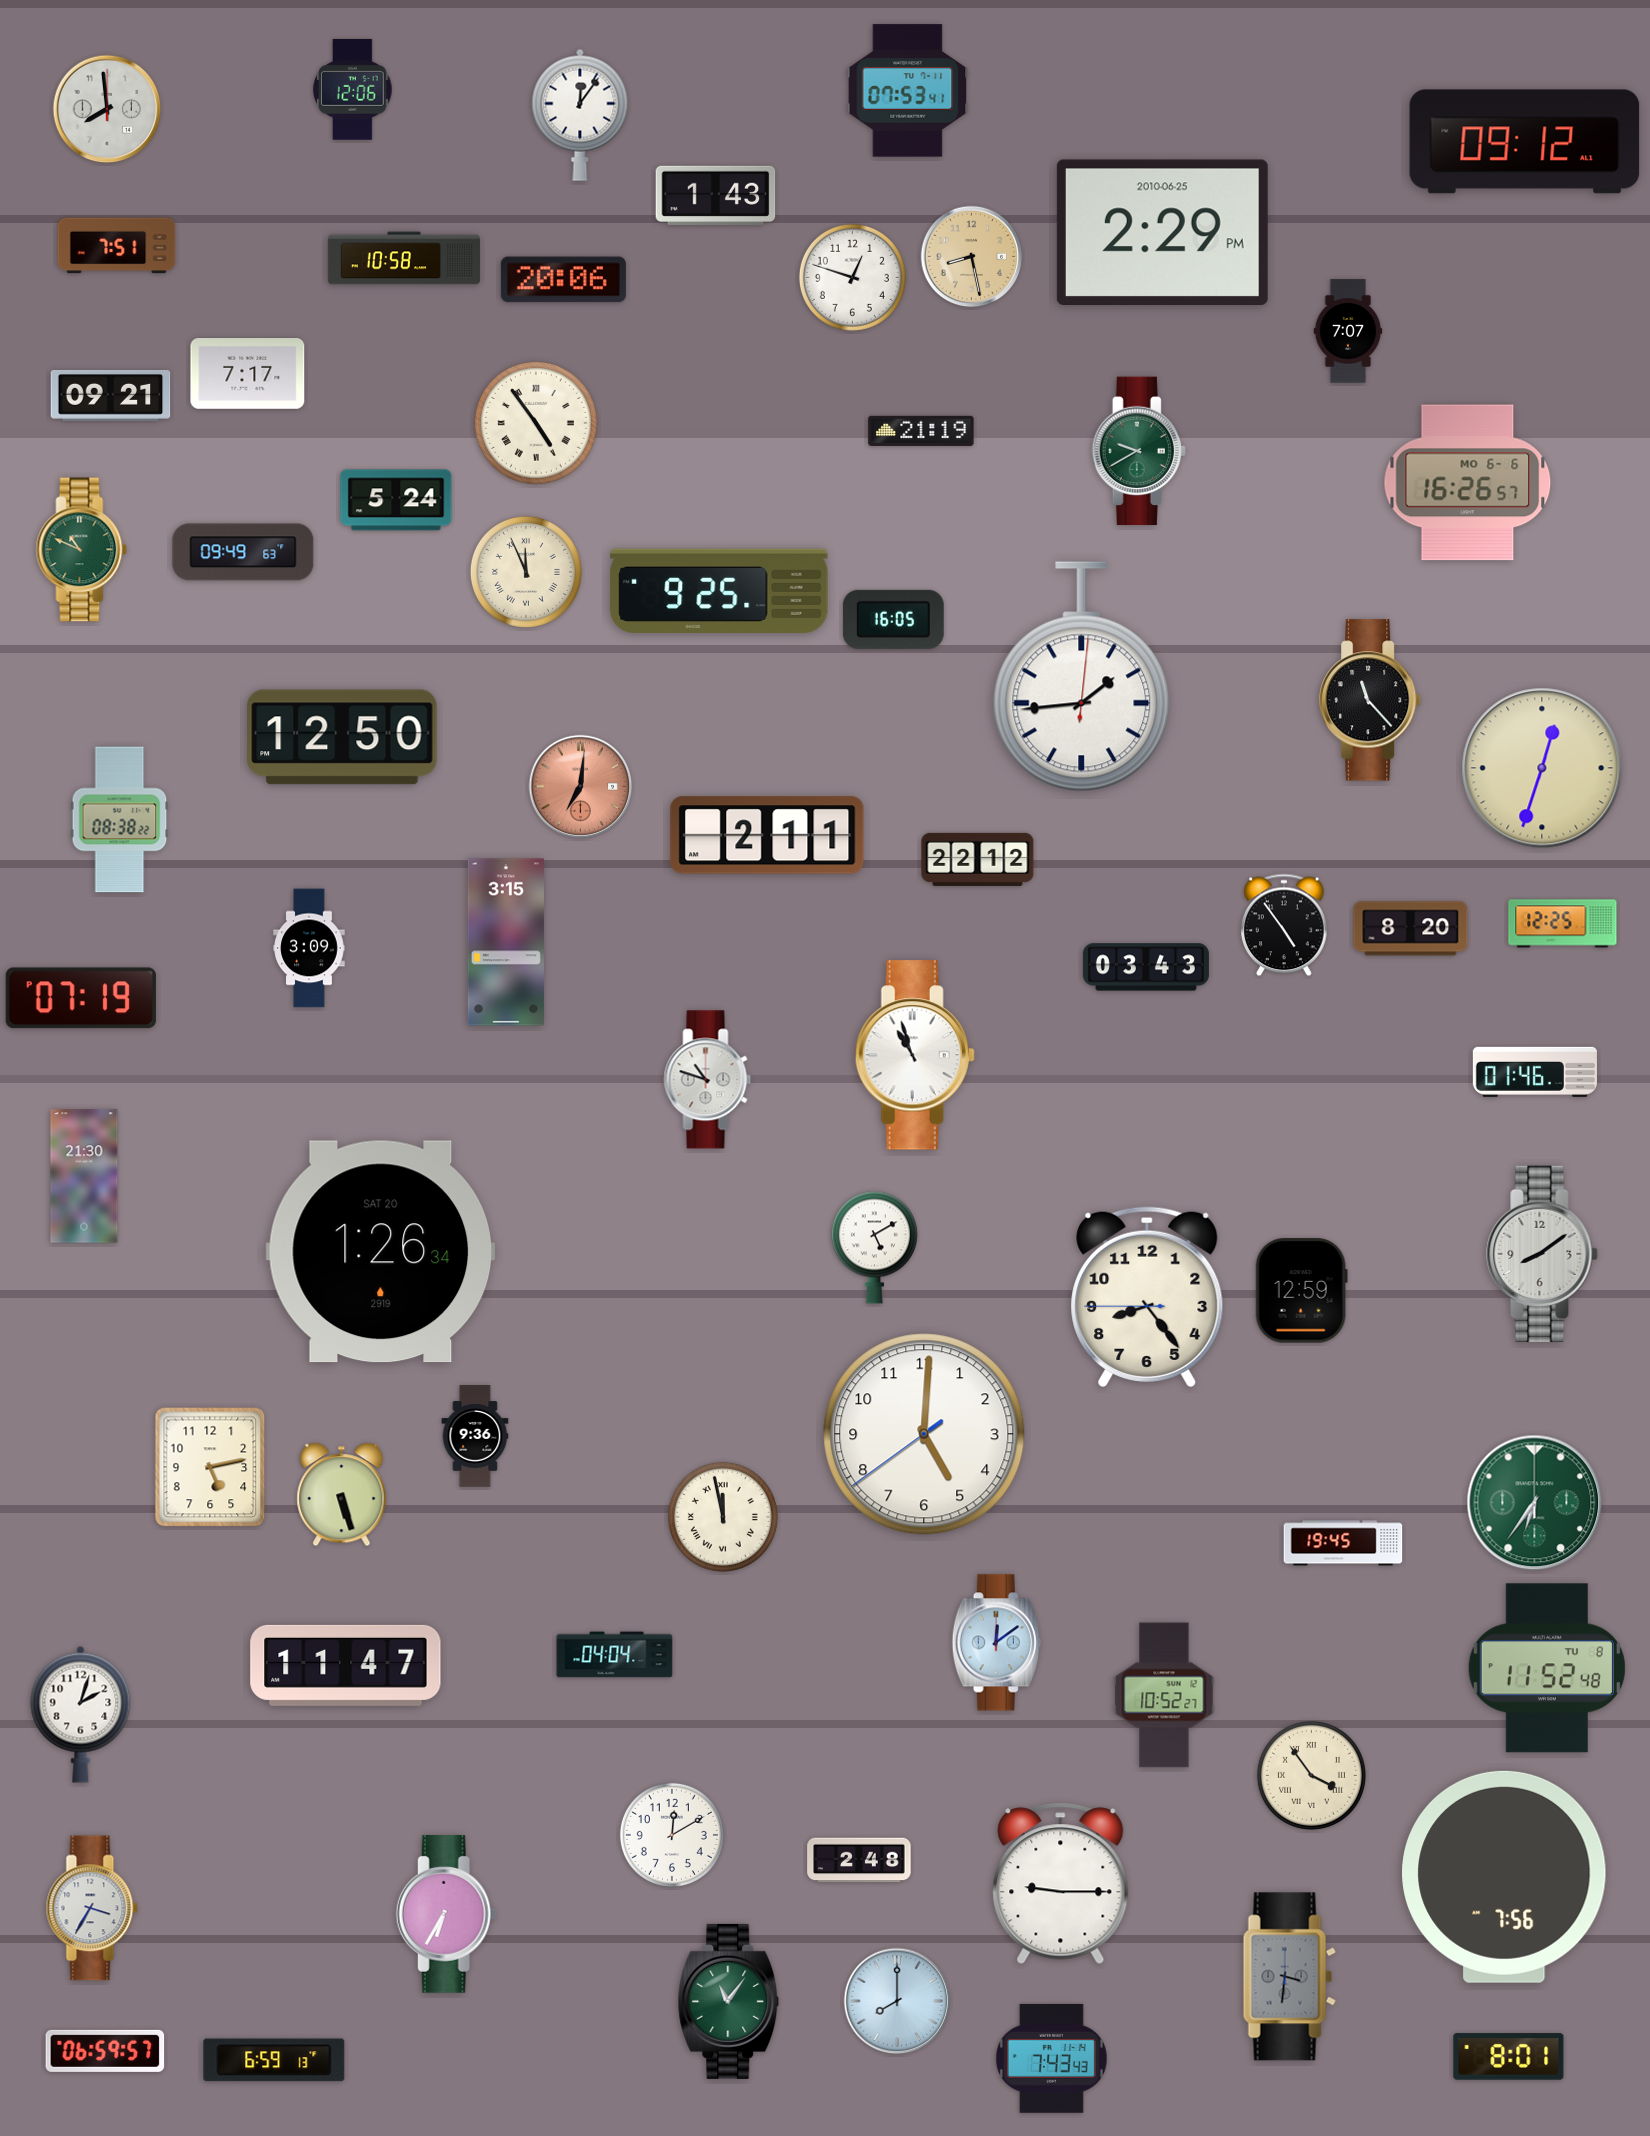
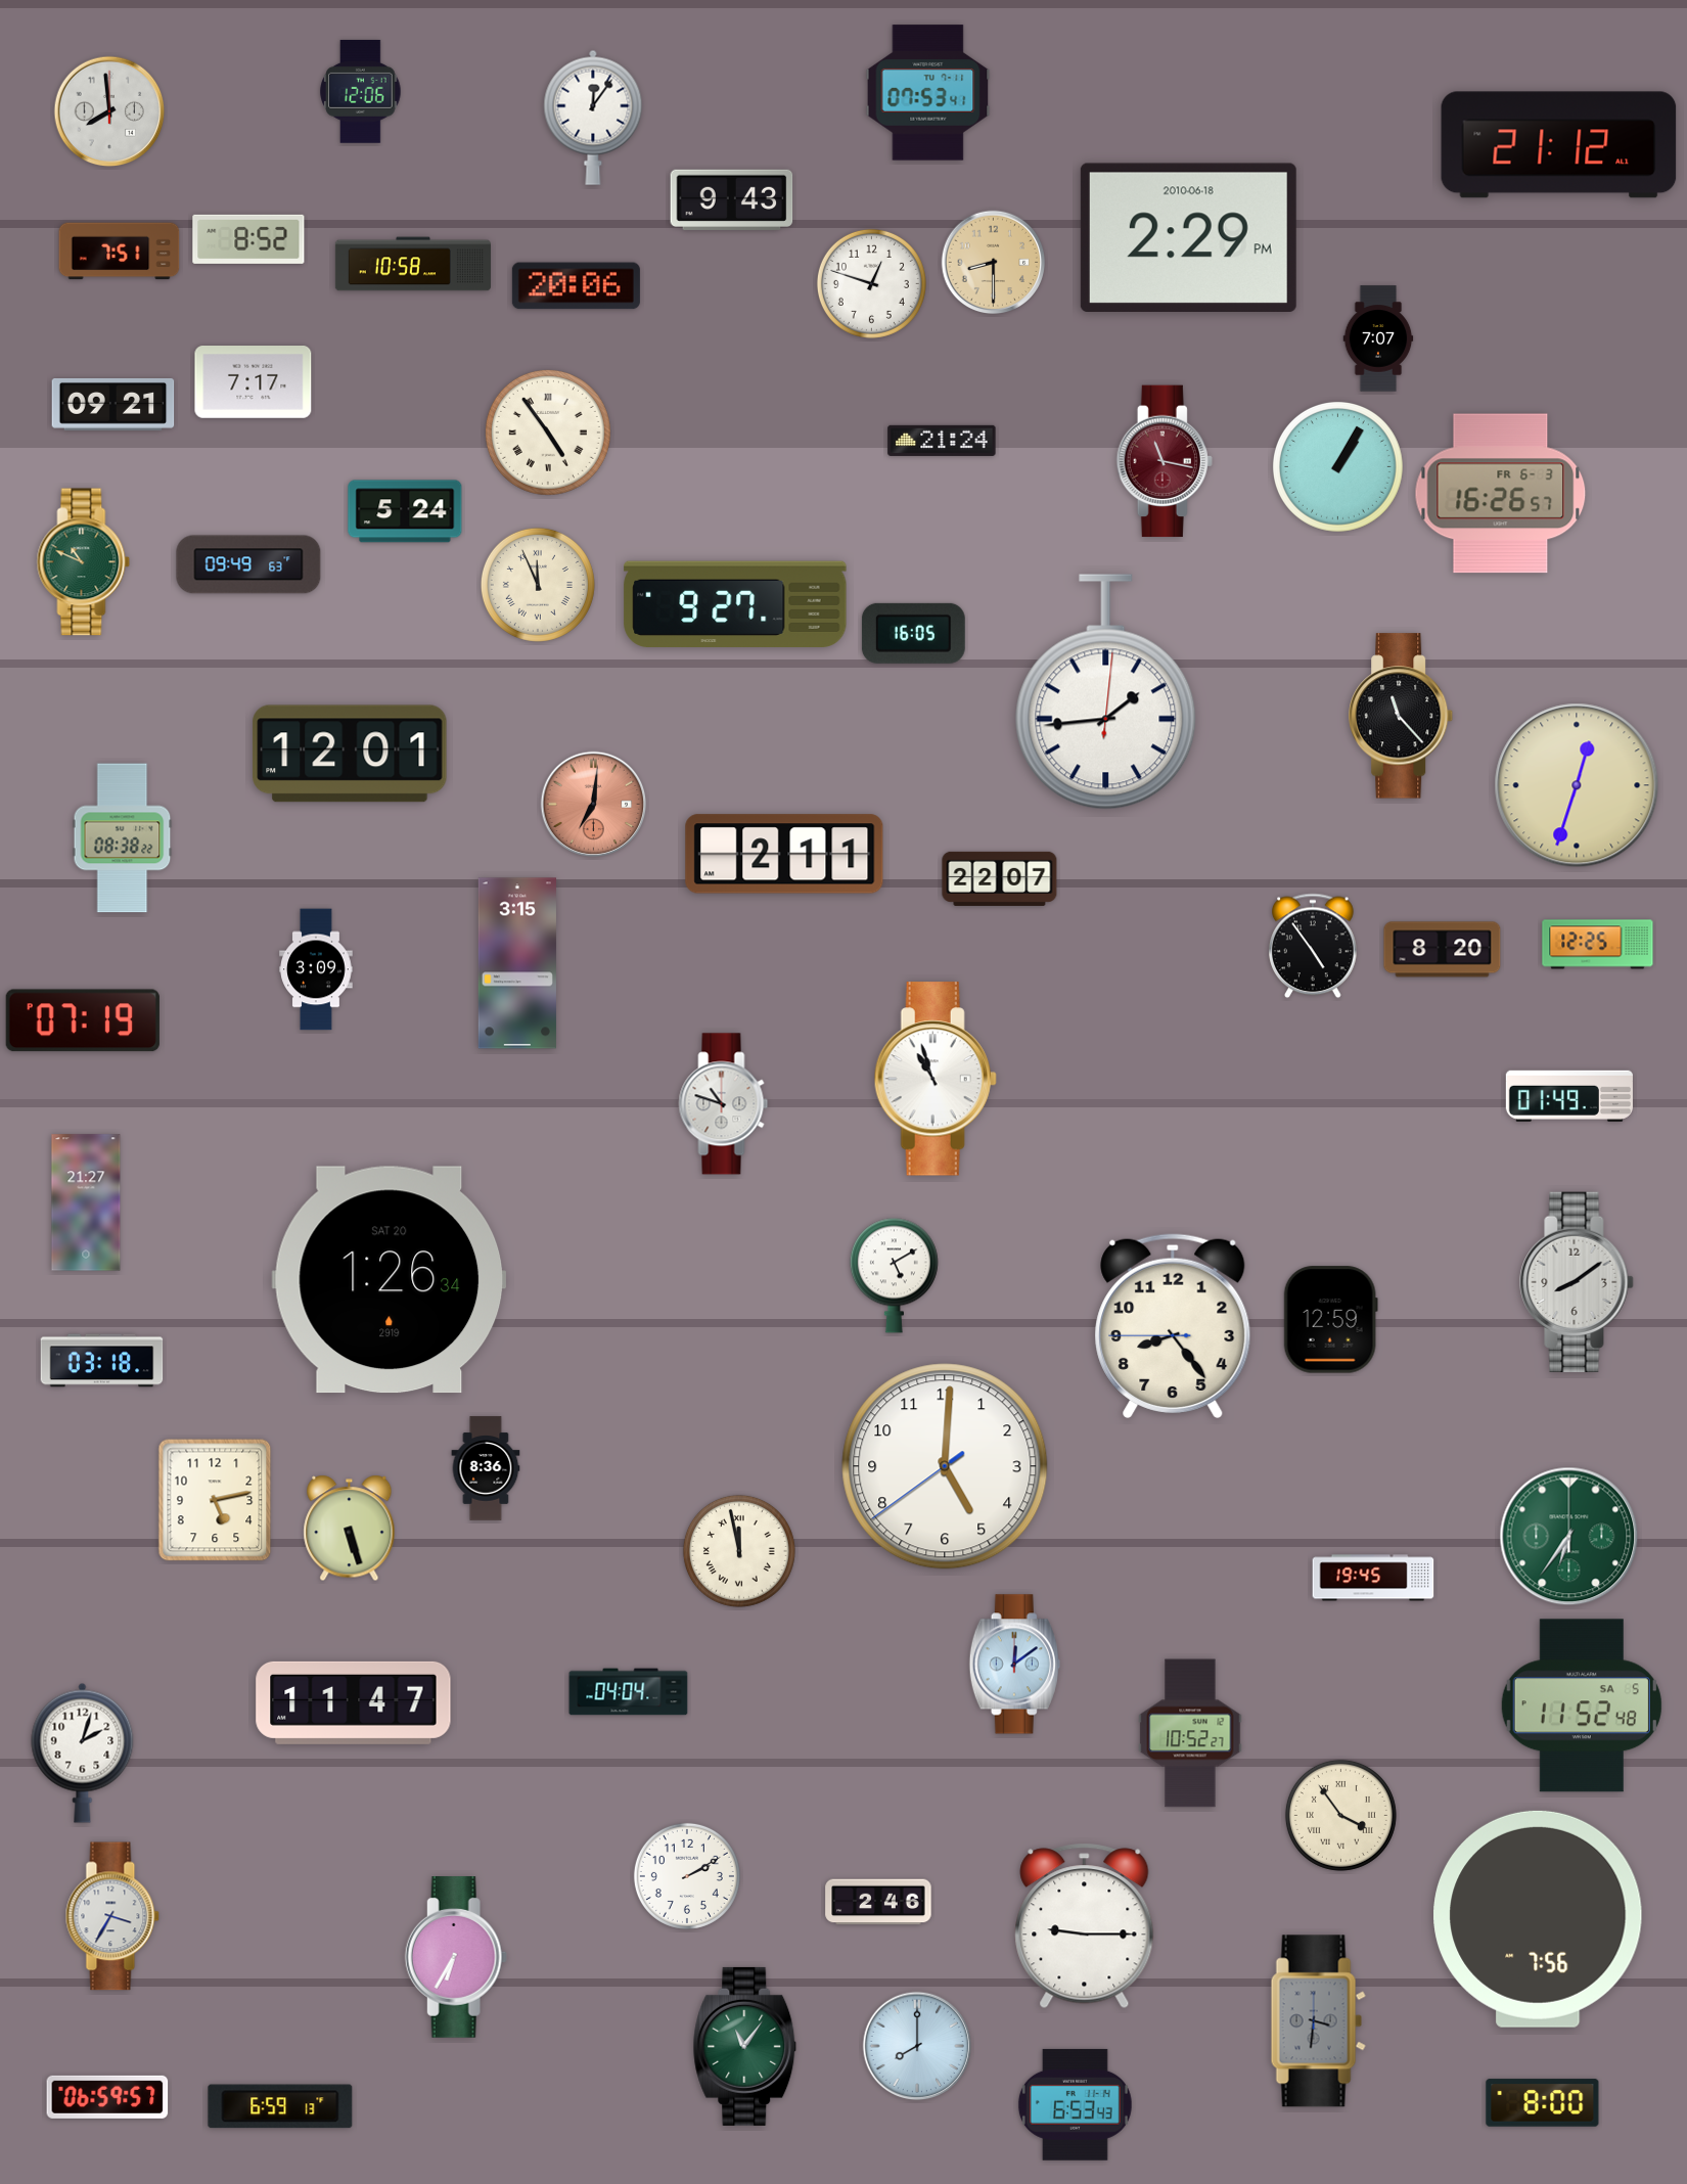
clock at (1525, 142): 09:12 -> 21:12
clock at (716, 195): 1:43 -> 9:43
clock at (1162, 232) date: 2010-06-25 -> 2010-06-18
clock at (248, 239): none -> 8:52
clock at (972, 257): 8:28 -> 8:30
clock at (921, 431): 21:19 -> 21:24
clock at (1139, 451): 9:40 -> 11:17
clock at (1139, 451) dial: green -> burgundy
clock at (1337, 466): none -> 1:05
clock at (1468, 483) date: MO 6-6 -> FR 6-3
clock at (719, 590): 9:25 -> 9:27
clock at (342, 737): 12:50 -> 12:01
clock at (978, 859): 22:12 -> 22:07
clock at (1146, 967): 03:43 -> none
clock at (1535, 1072): 01:46 -> 01:49
clock at (84, 1176): 21:30 -> 21:27
clock at (102, 1361): none -> 03:18
clock at (475, 1436): 9:36 -> 8:36
clock at (996, 1643) position: (996, 1643) -> (1014, 1665)
clock at (1547, 1668) date: TU 8 -> SA 5
clock at (672, 1835): 12:10 -> 2:10
clock at (859, 1860): 2:48 -> 2:46
clock at (92, 1908) position: (92, 1908) -> (112, 1916)
clock at (1509, 2057): 8:01 -> 8:00
clock at (1051, 2058): 7:43 -> 6:53
